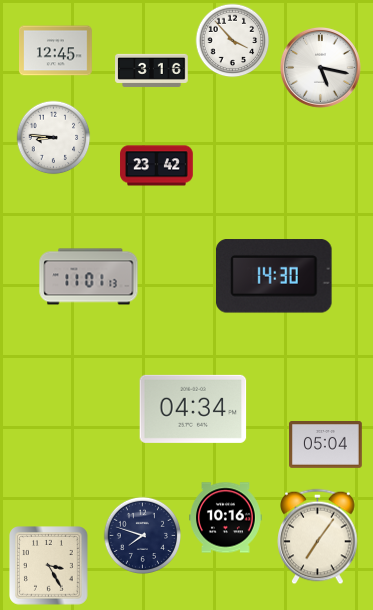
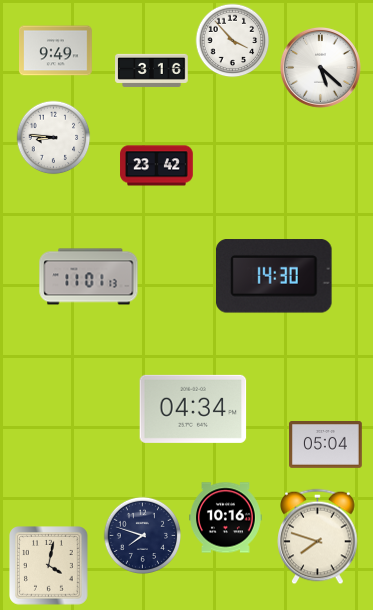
clock at (56, 51): 12:45 -> 9:49
clock at (320, 67): 5:17 -> 5:22
clock at (318, 537): 7:06 -> 7:48
clock at (49, 566): 3:25 -> 4:02
